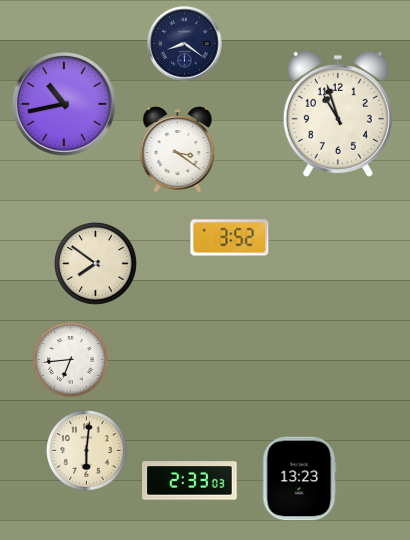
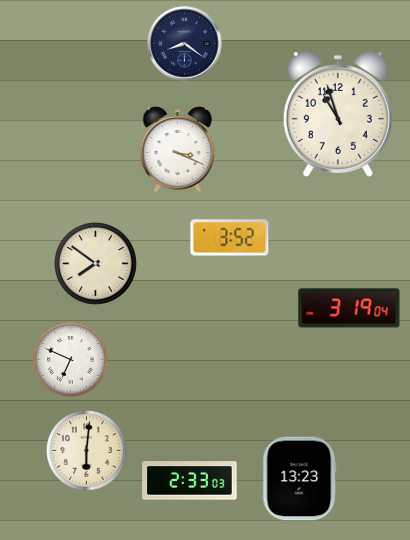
clock at (65, 105): 10:43 -> none
clock at (178, 150): 3:21 -> 3:19
clock at (349, 308): none -> 3:19
clock at (71, 360): 6:44 -> 6:49
